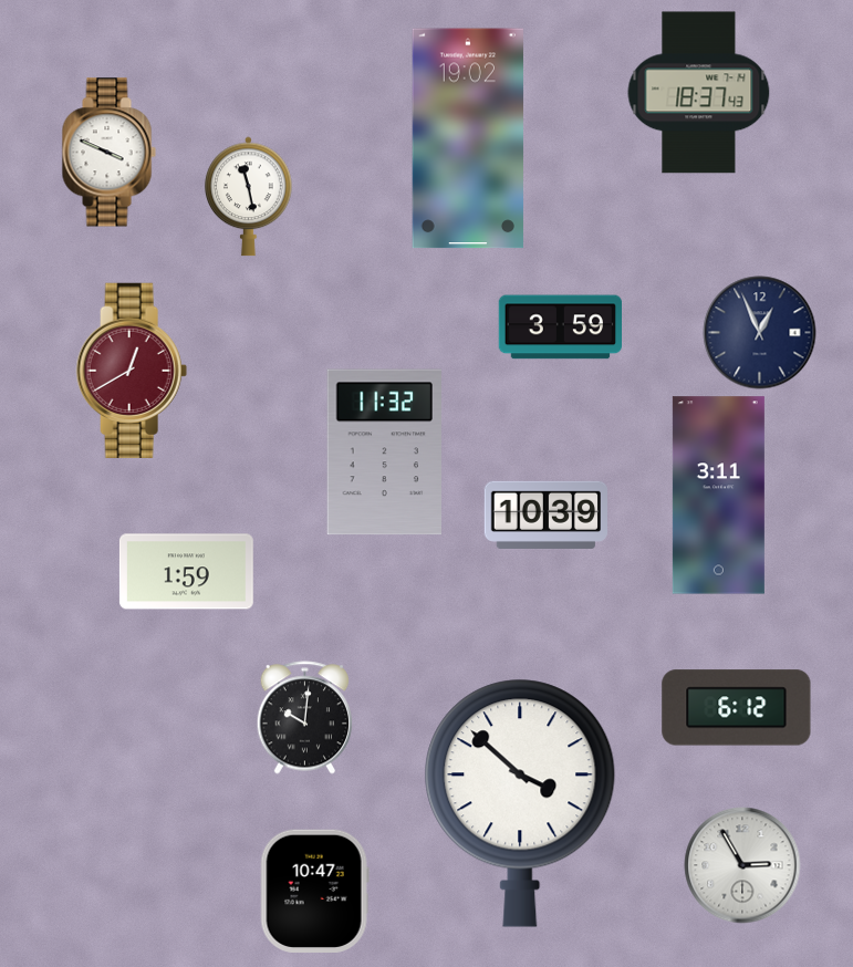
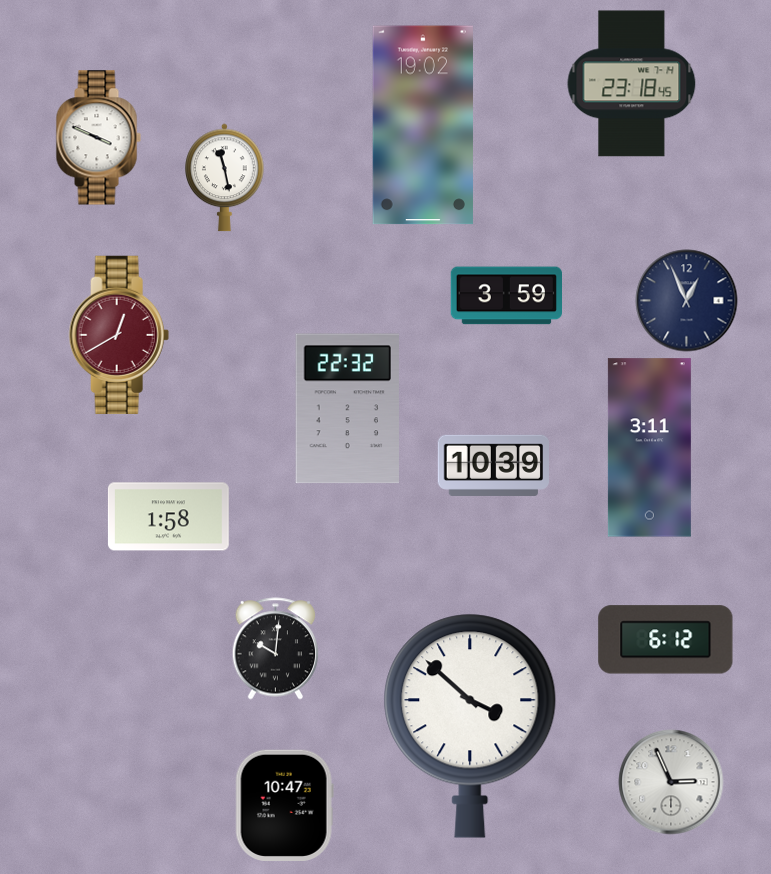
clock at (699, 93): 18:37 -> 23:18
clock at (384, 453): 11:32 -> 22:32
clock at (186, 572): 1:59 -> 1:58
clock at (742, 865): 2:55 -> 2:56
